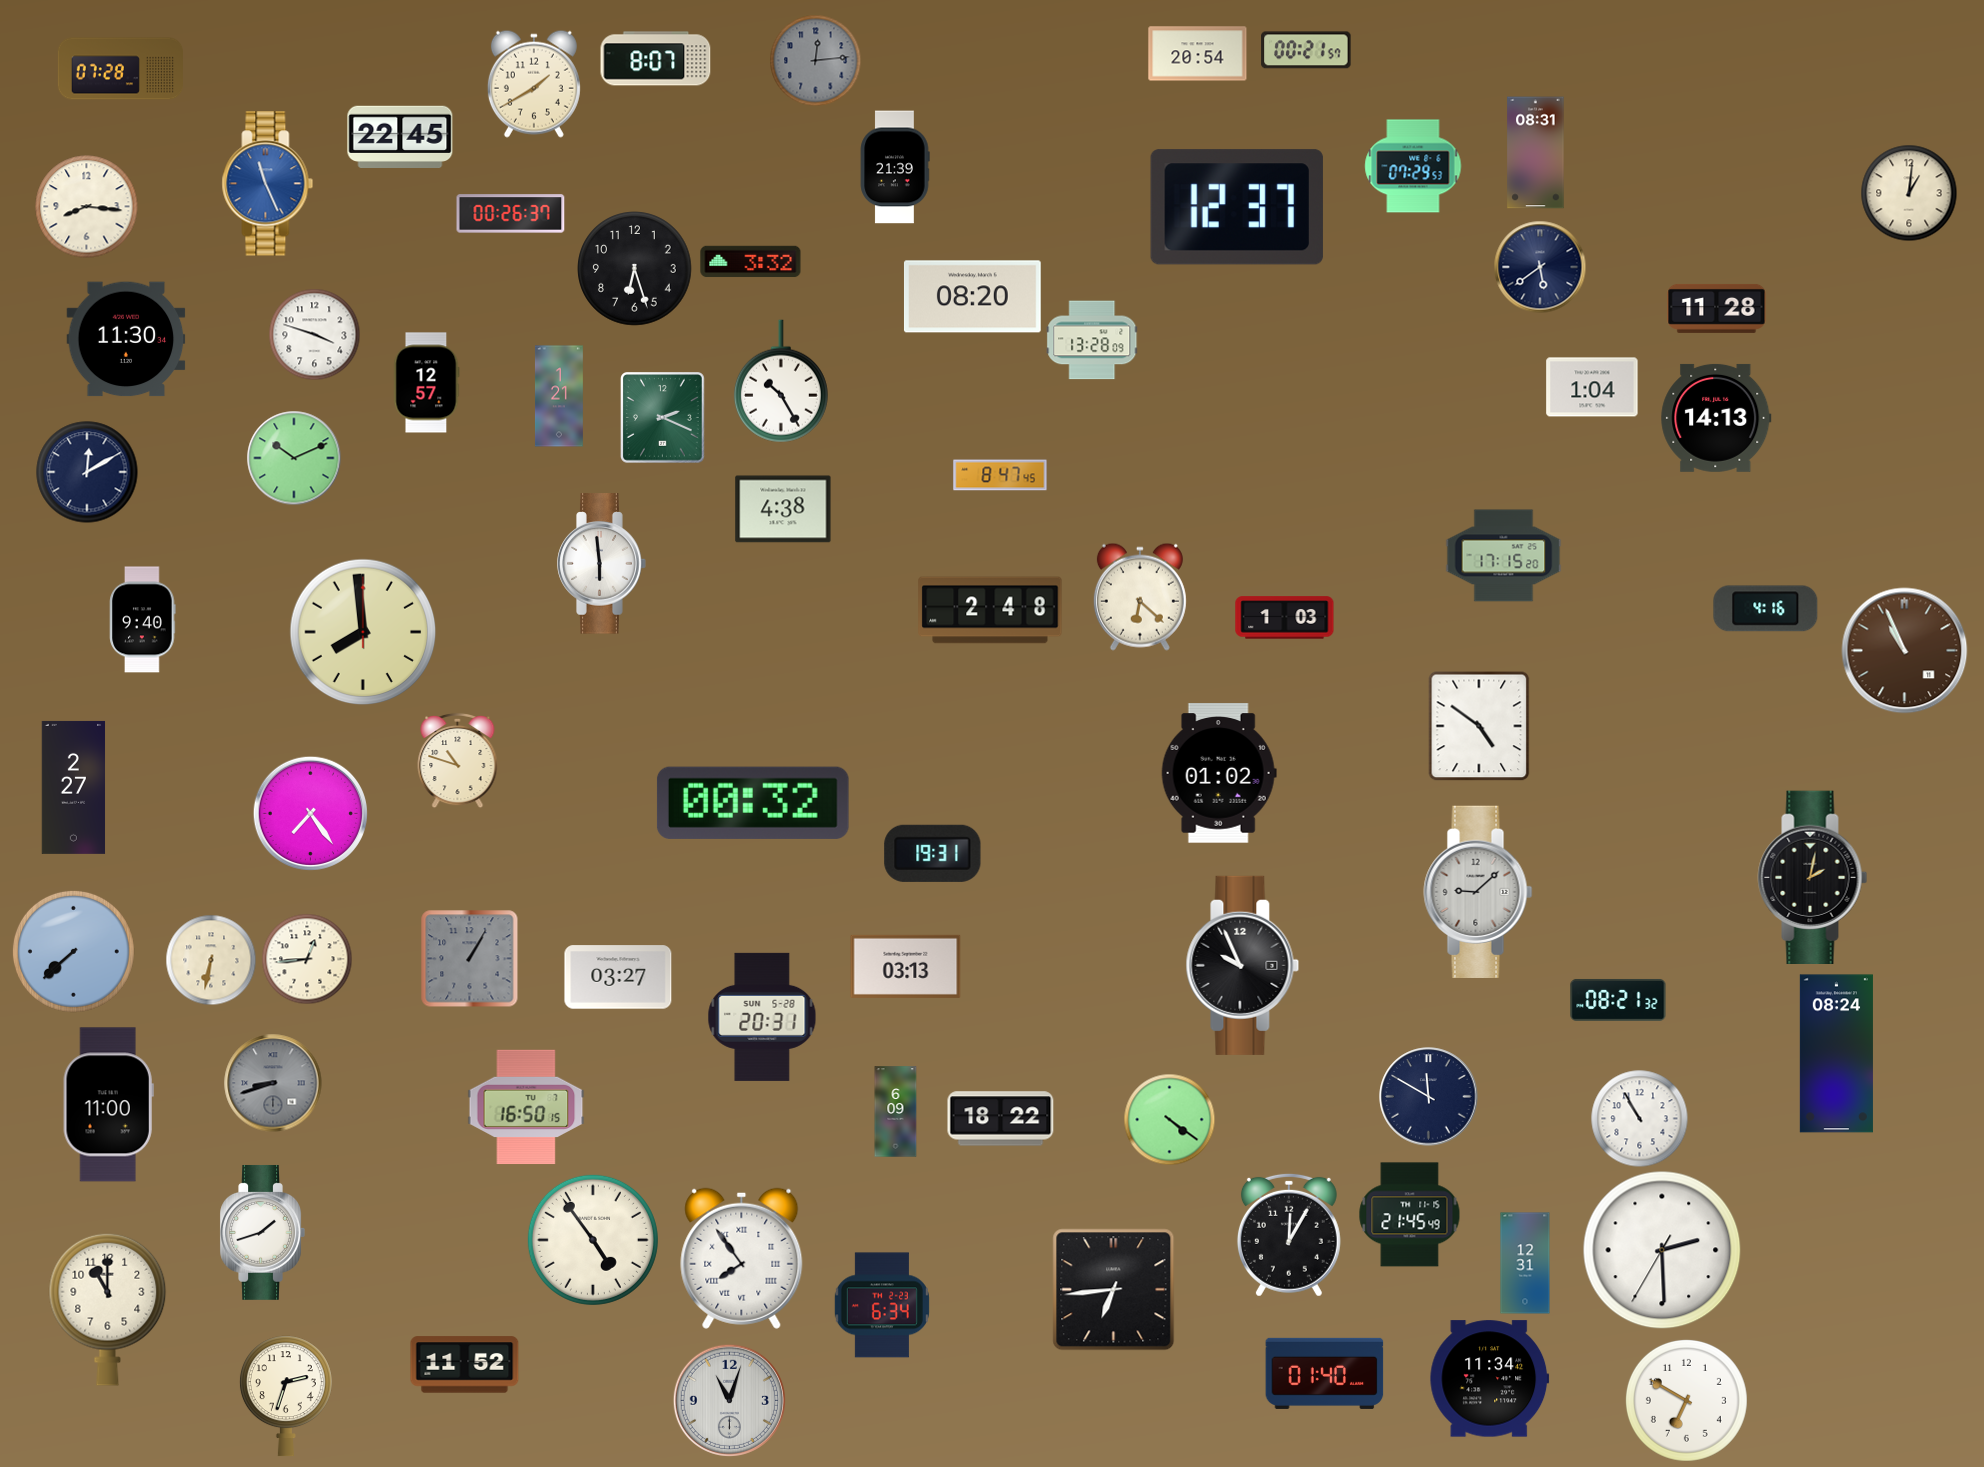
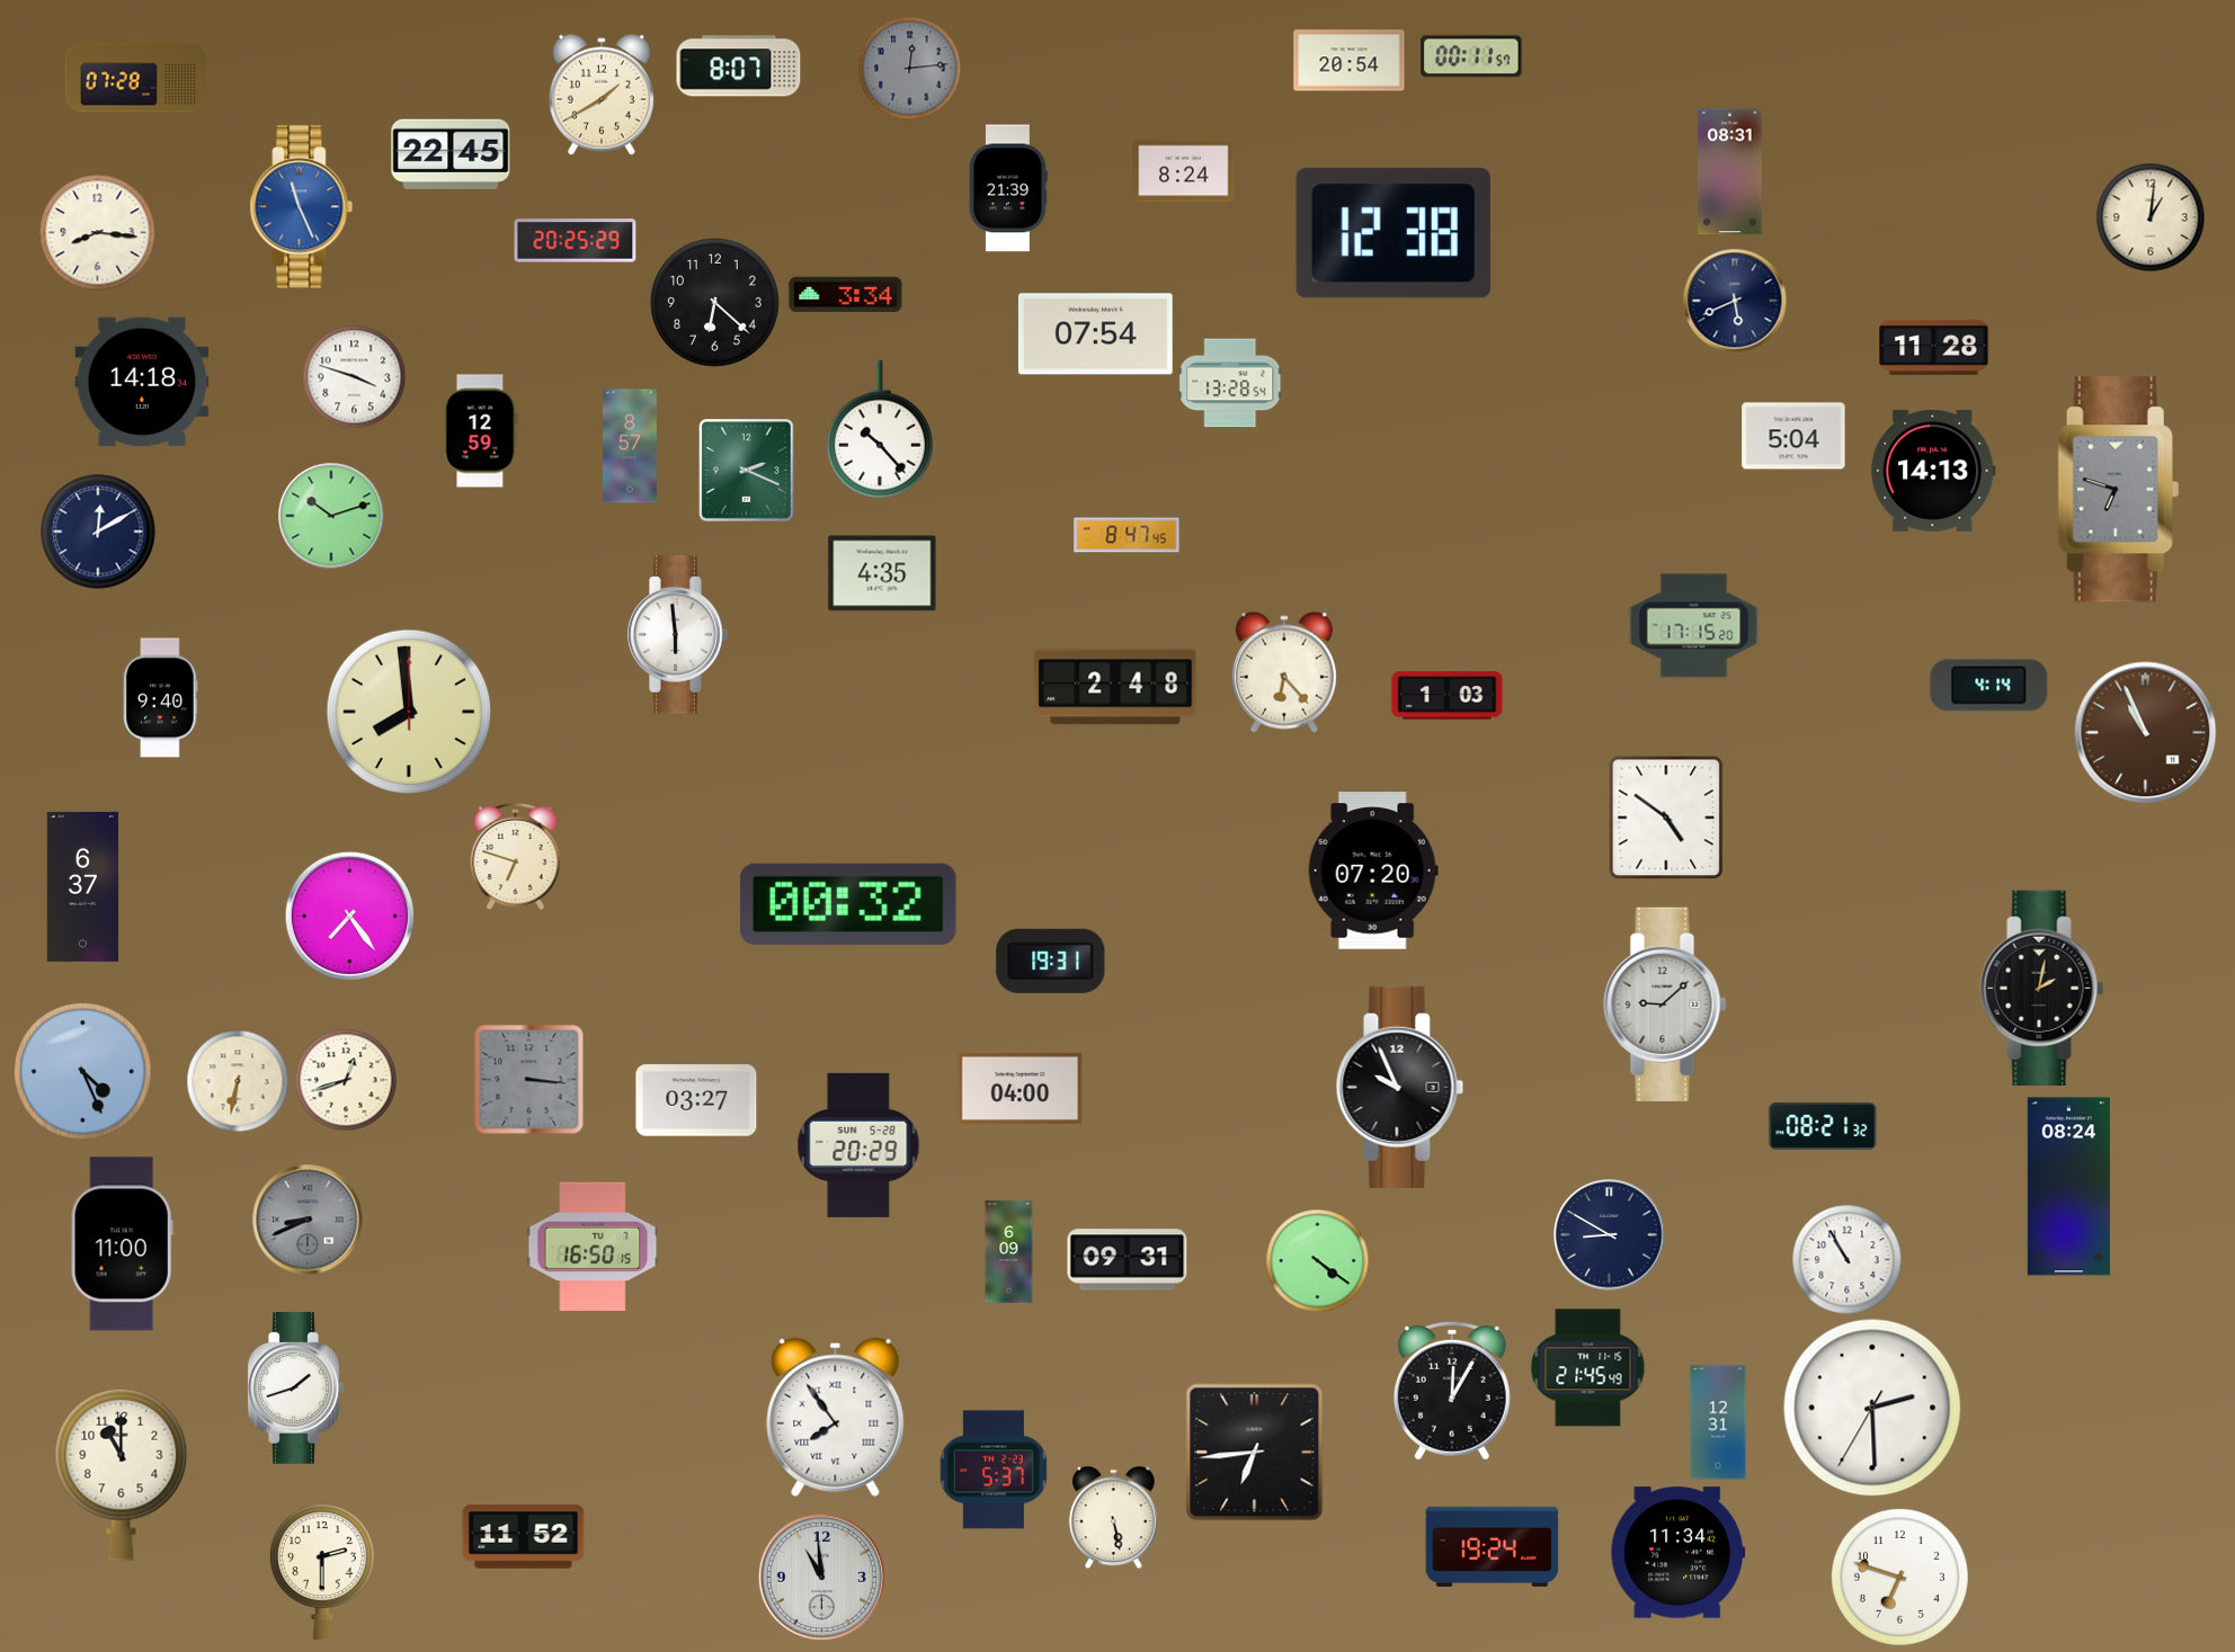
clock at (1306, 50): 00:21 -> 00:11
clock at (815, 60) position: (815, 60) -> (909, 68)
clock at (1184, 171): none -> 8:24
clock at (1413, 166): 07:29 -> none
clock at (1237, 207): 12:37 -> 12:38
clock at (511, 214): 00:26 -> 20:25
clock at (751, 262): 3:32 -> 3:34
clock at (1540, 267): 5:39 -> 5:41
clock at (635, 269): 6:27 -> 6:22
clock at (972, 297): 08:20 -> 07:54
clock at (126, 339): 11:30 -> 14:18
clock at (1092, 340): 13:28:09 -> 13:28:54
clock at (781, 381): 10:25 -> 10:23
clock at (426, 383): 12:57 -> 12:59
clock at (1592, 387): 1:04 -> 5:04
clock at (559, 396): 1:21 -> 8:57
clock at (2118, 490): none -> 6:48
clock at (294, 458): 10:11 -> 10:12
clock at (783, 509): 4:38 -> 4:35
clock at (1140, 597): 6:22 -> 6:23
clock at (1766, 609): 4:16 -> 4:14
clock at (458, 760): 10:48 -> 6:48
clock at (1219, 773): 01:02 -> 07:20
clock at (74, 787): 2:27 -> 6:37
clock at (73, 951): 7:38 -> 4:26
clock at (307, 959): 12:44 -> 12:42
clock at (470, 959): 1:05 -> 3:16
clock at (906, 966): 03:13 -> 04:00
clock at (762, 1017): 20:31 -> 20:29
clock at (273, 1083): 8:42 -> 8:41
clock at (1429, 1097): 11:50 -> 8:50
clock at (1001, 1119): 18:22 -> 09:31
clock at (593, 1240): 4:54 -> none
clock at (882, 1305): 6:34 -> 5:37
clock at (1114, 1517): none -> 5:28
clock at (1325, 1373): 01:40 -> 19:24
clock at (286, 1396): 2:33 -> 2:30
clock at (729, 1400): 11:03 -> 10:59
clock at (1686, 1400): 6:50 -> 6:48
